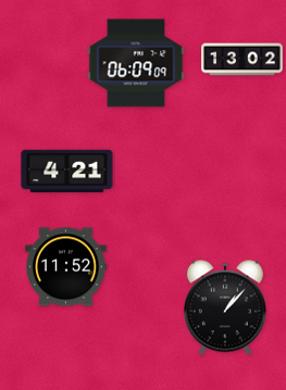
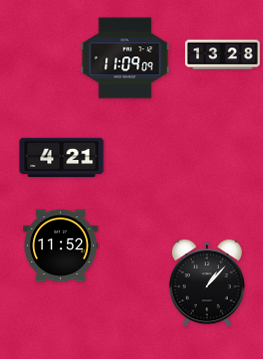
clock at (243, 60): 13:02 -> 13:28
clock at (136, 63): 06:09 -> 11:09
